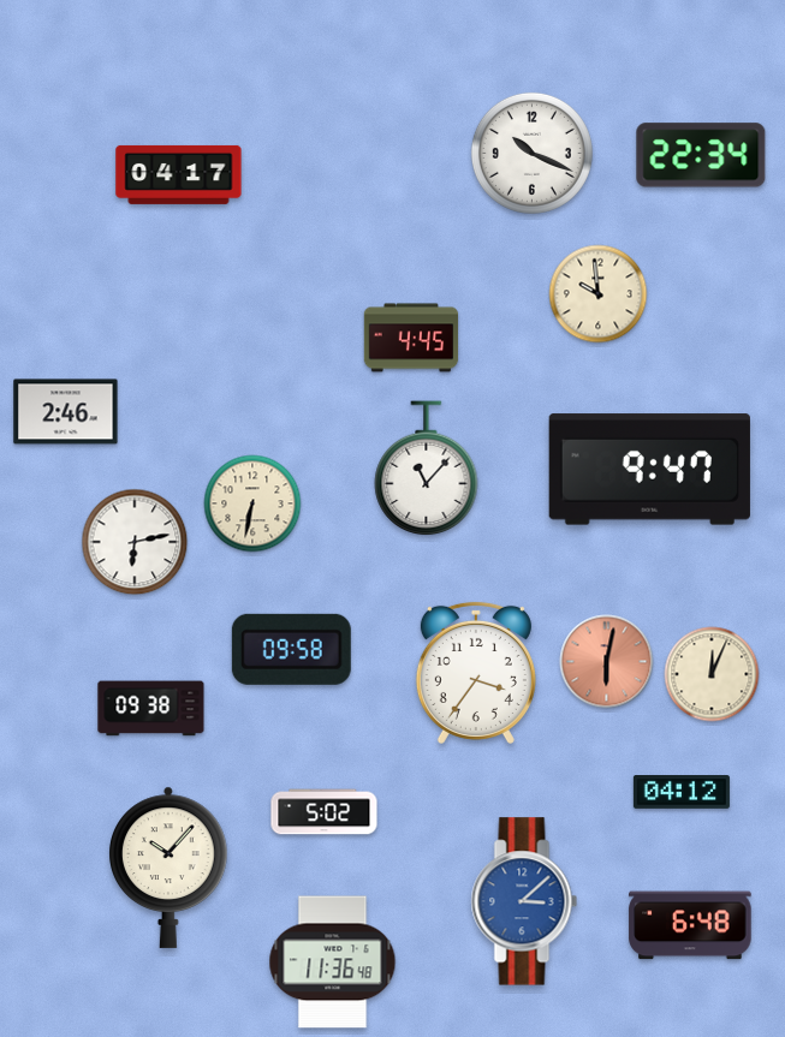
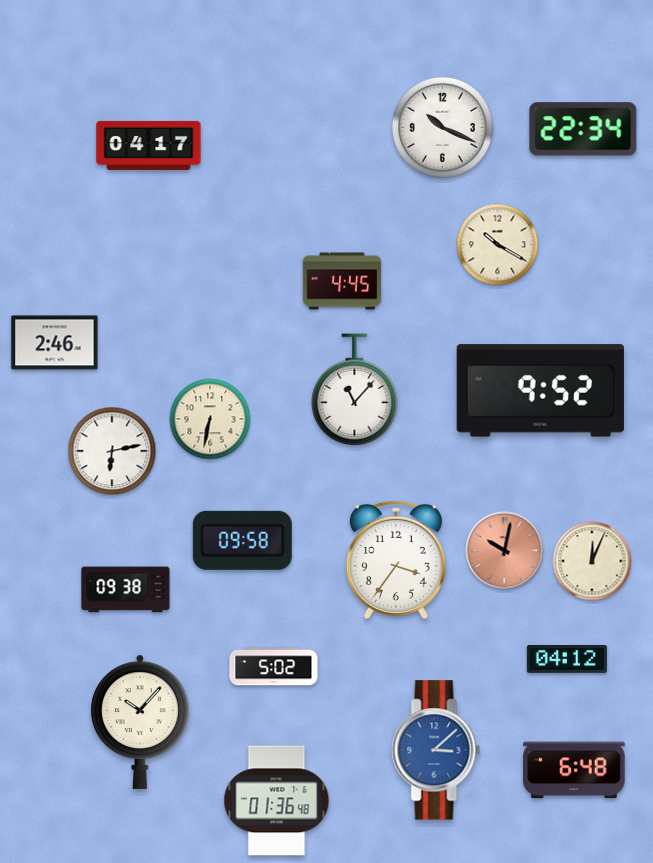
clock at (599, 294): 9:59 -> 10:20
clock at (649, 470): 9:47 -> 9:52
clock at (607, 662): 6:02 -> 10:02
clock at (325, 812) position: (325, 812) -> (274, 667)
clock at (333, 962): 11:36 -> 01:36
